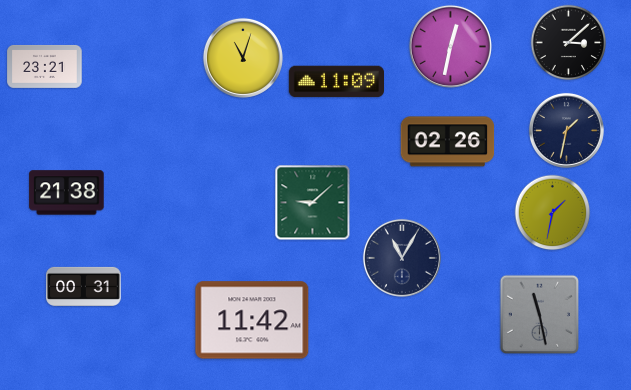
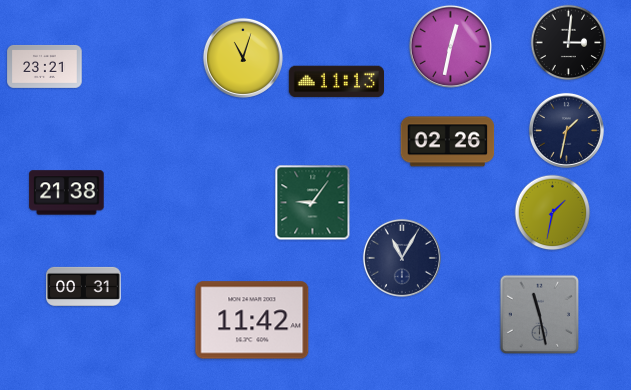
clock at (569, 43): 3:08 -> 3:01
clock at (336, 82): 11:09 -> 11:13
clock at (313, 203): 9:08 -> 9:06
